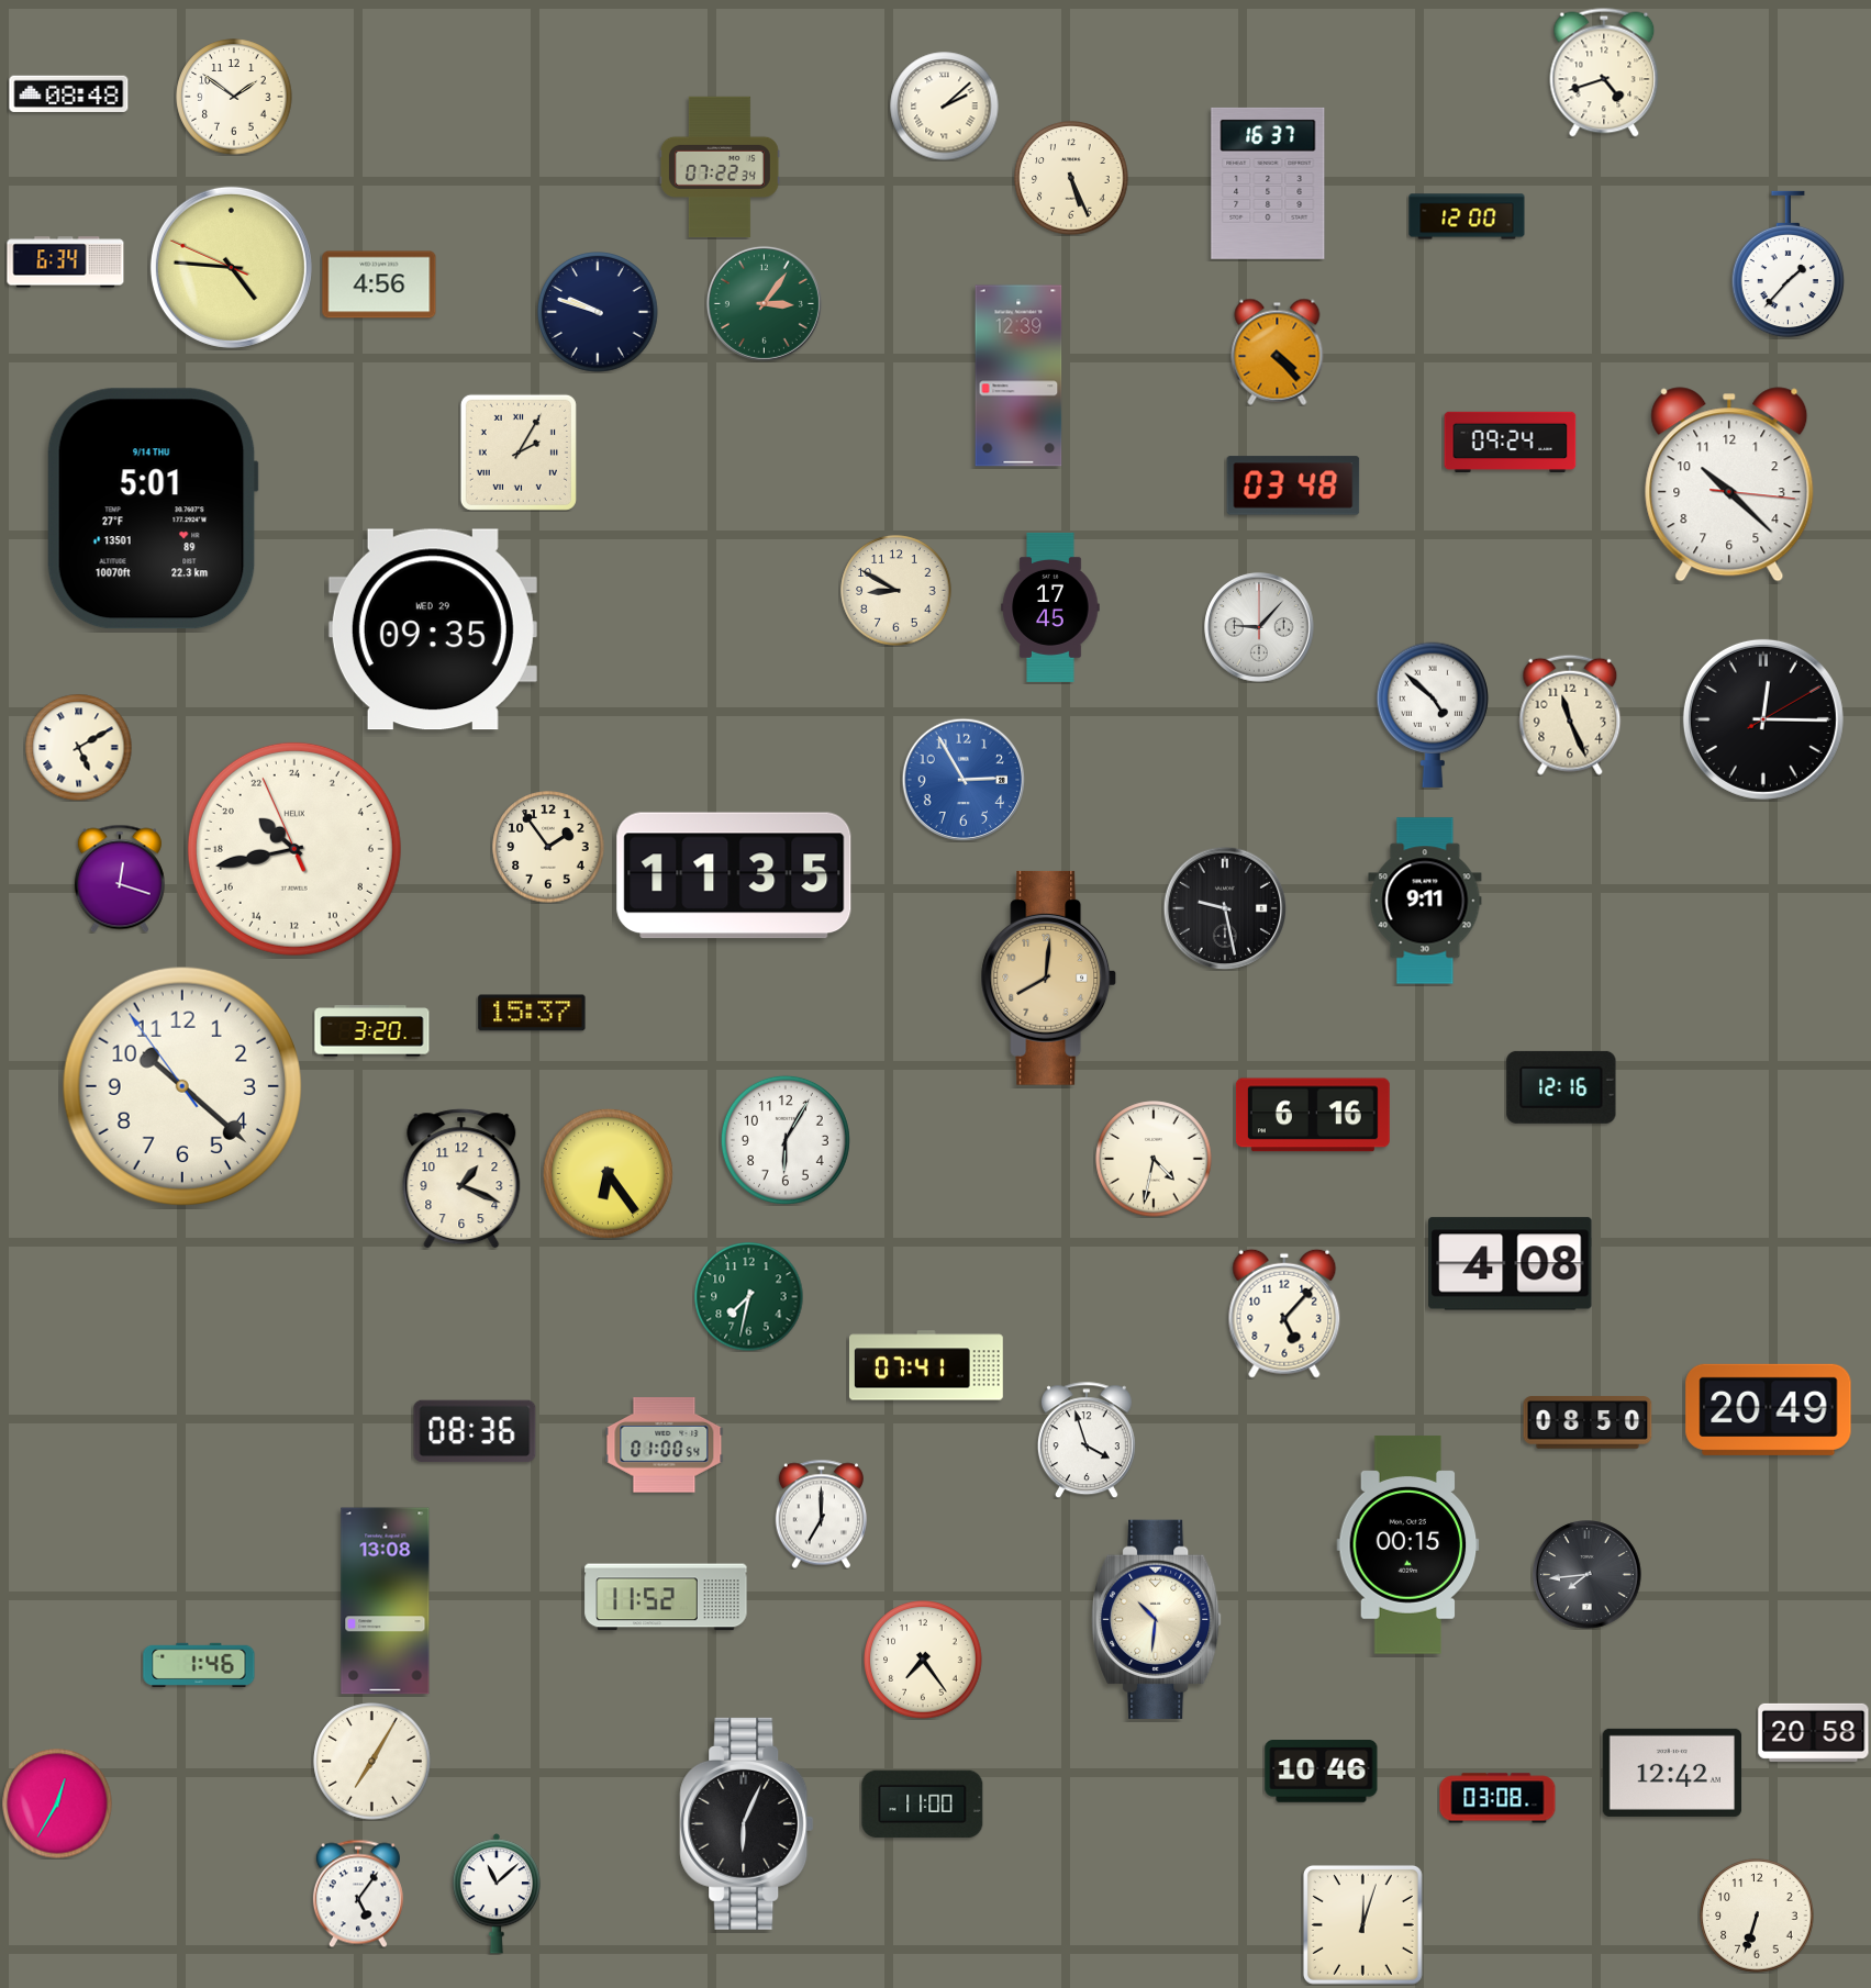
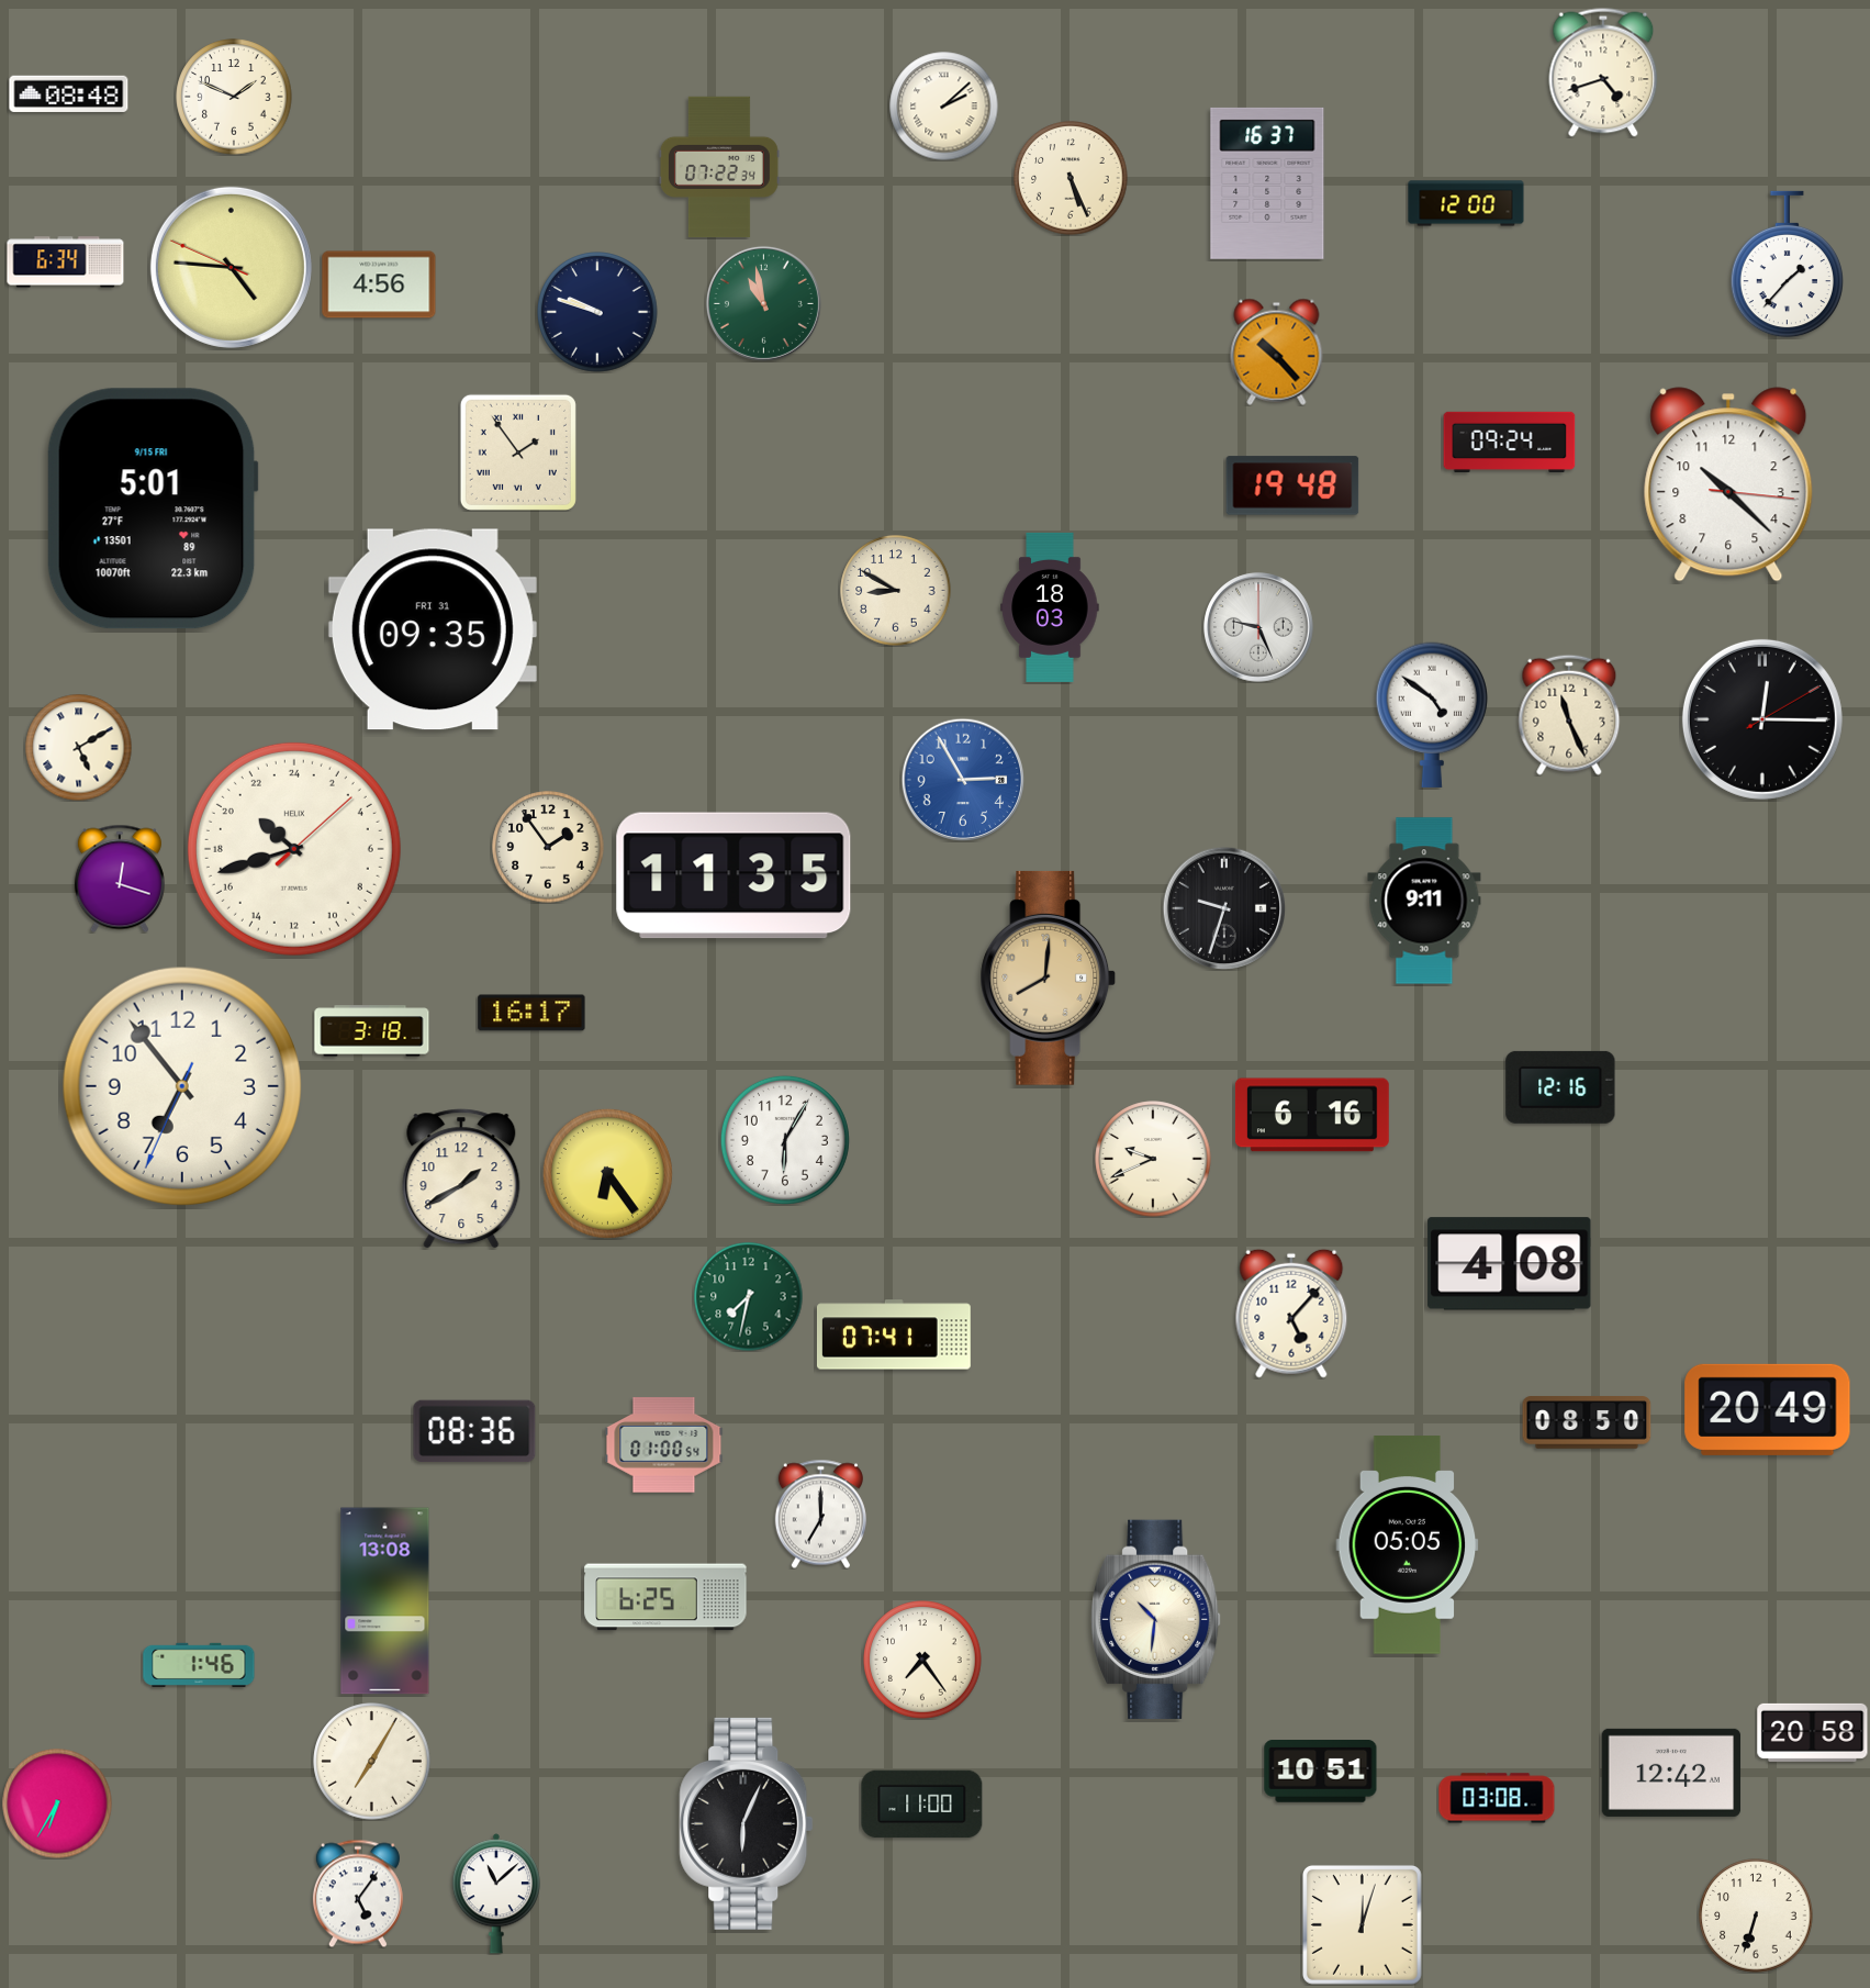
clock at (234, 97): 1:51 -> 1:49
clock at (1467, 216) position: (1467, 216) -> (1466, 203)
clock at (764, 303): 3:06 -> 10:58
clock at (1278, 351): 4:23 -> 10:23
clock at (1018, 376): 12:39 -> none
clock at (519, 453): 2:05 -> 1:54
clock at (1293, 485): 03:48 -> 19:48
clock at (153, 509) date: 9/14 THU -> 9/15 FRI
clock at (1050, 607): 17:45 -> 18:03
clock at (1259, 627): 9:07 -> 9:26
clock at (433, 629) date: WED 29 -> FRI 31
clock at (1433, 715): 4:52 -> 4:51
clock at (294, 849): 20:42:56 -> 20:42:08
clock at (1224, 907): 9:28 -> 9:33
clock at (532, 1013): 15:37 -> 16:17
clock at (372, 1031): 3:20 -> 3:18
clock at (182, 1086): 10:21 -> 6:53
clock at (1154, 1159): 4:32 -> 9:41
clock at (461, 1179): 1:19 -> 1:40
clock at (1284, 1314) position: (1284, 1314) -> (1291, 1314)
clock at (926, 1365) position: (926, 1365) -> (894, 1334)
clock at (1087, 1440): 3:57 -> none
clock at (1408, 1545): 00:15 -> 05:05
clock at (1588, 1575): 7:44 -> none
clock at (666, 1597): 11:52 -> 6:25
clock at (1322, 1772): 10:46 -> 10:51
clock at (57, 1803): 12:35 -> 6:35
